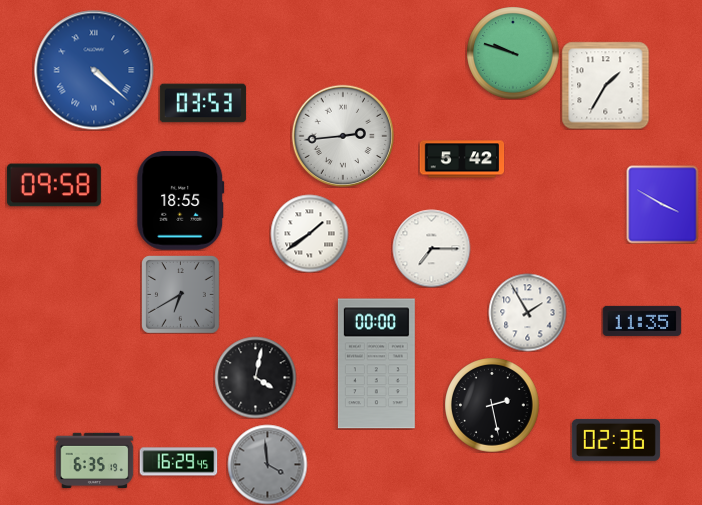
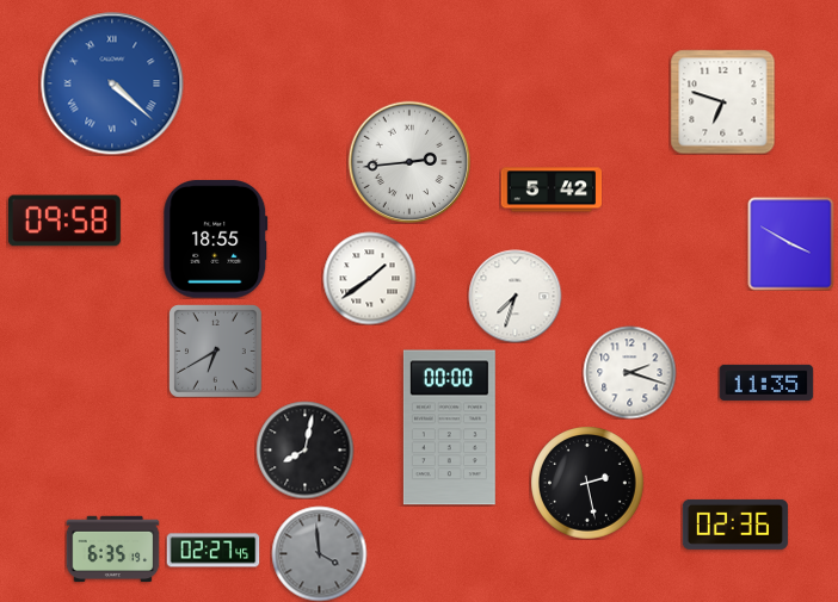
clock at (513, 53): 9:48 -> none
clock at (605, 85): 1:35 -> 6:48
clock at (203, 103): 03:53 -> none
clock at (431, 248): 7:15 -> 7:33
clock at (527, 312): 1:55 -> 2:18
clock at (376, 364) position: (376, 364) -> (449, 428)
clock at (255, 377): 4:02 -> 8:02
clock at (178, 462): 16:29 -> 02:27
